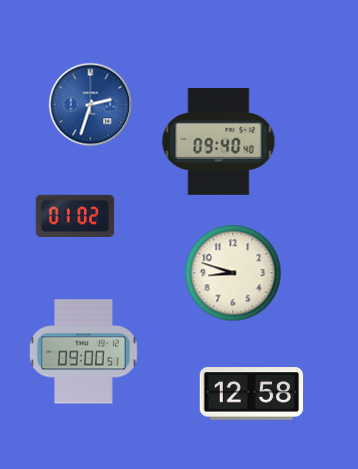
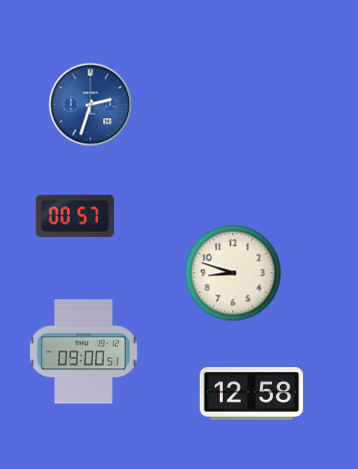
clock at (219, 141): 09:40 -> none
clock at (75, 215): 01:02 -> 00:57
